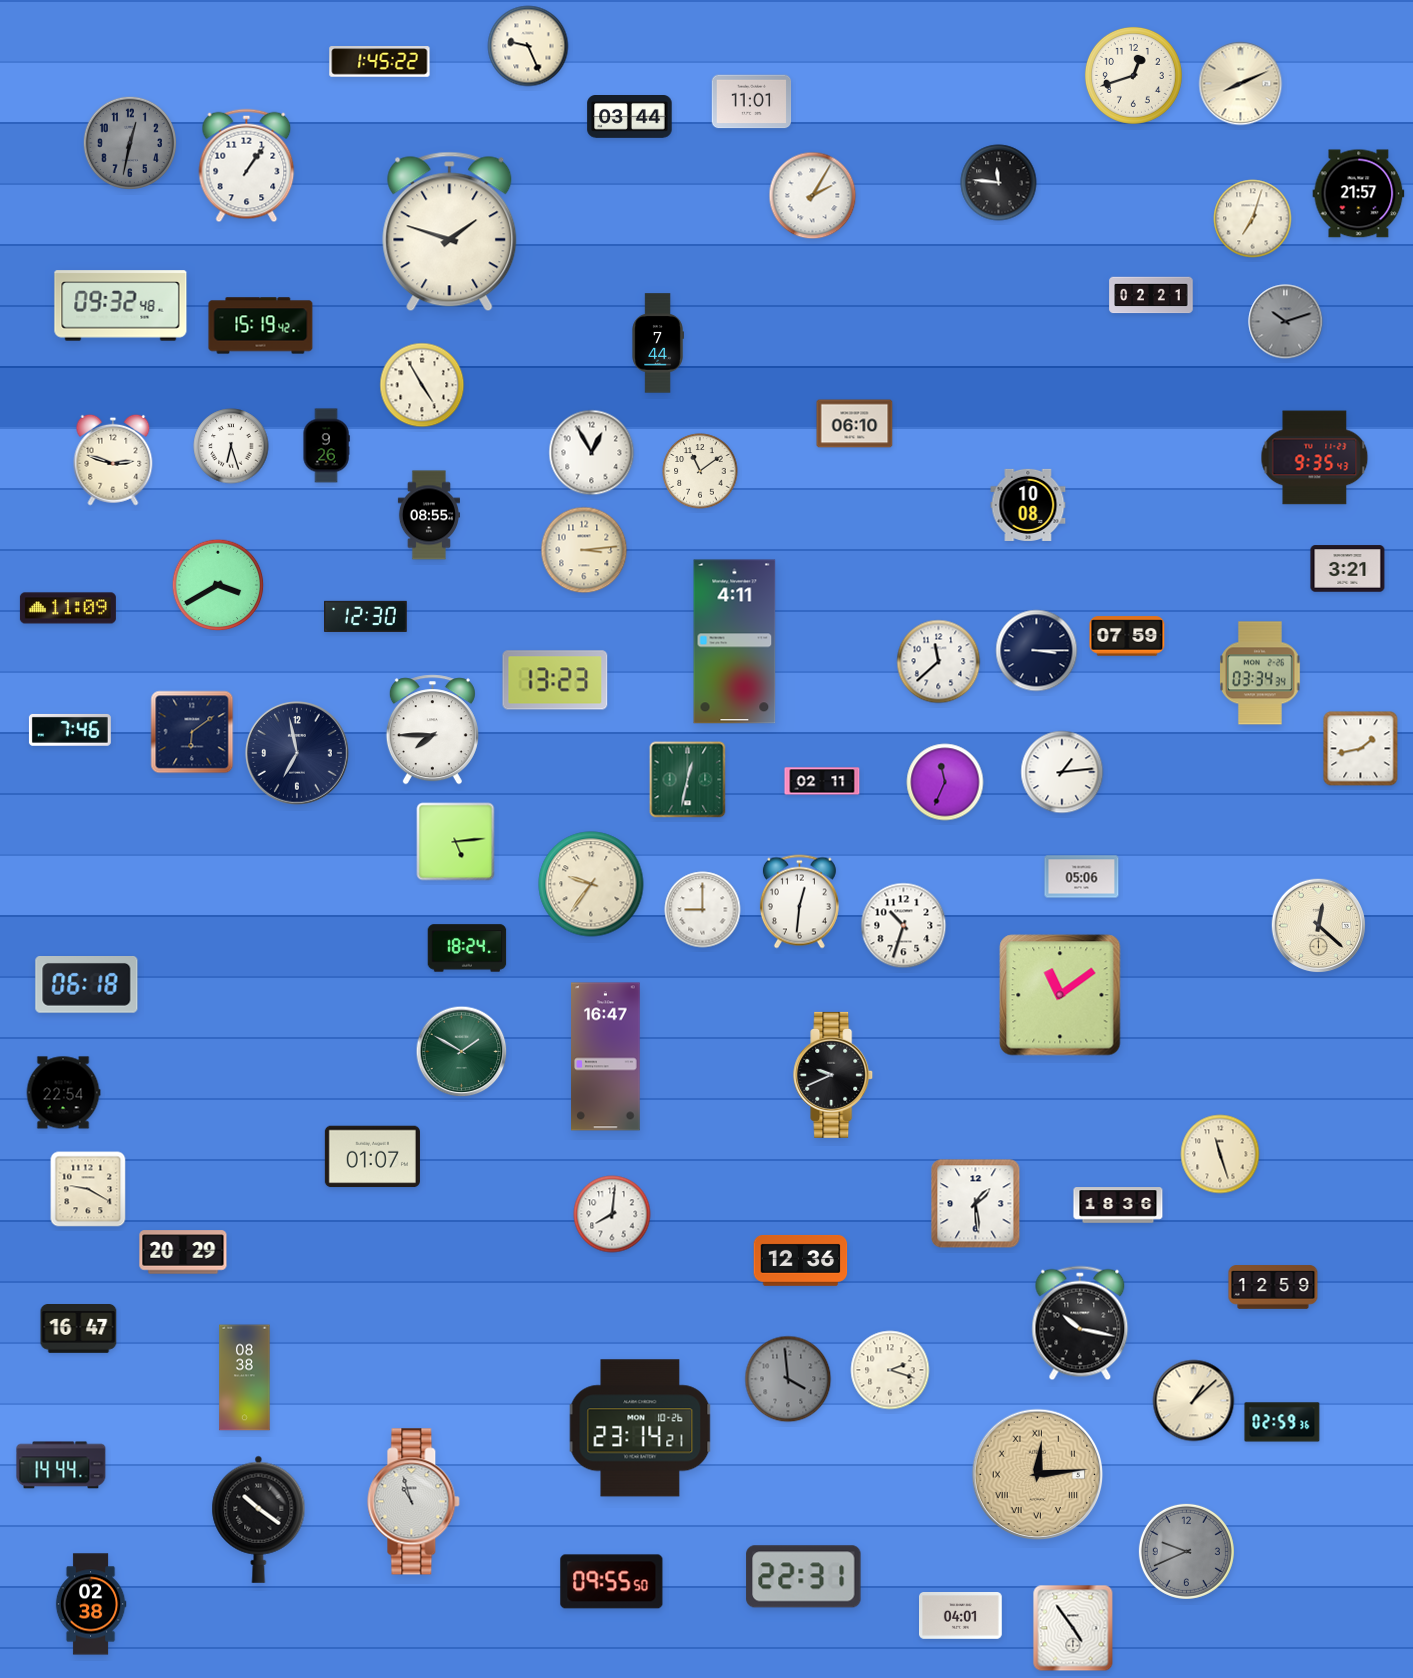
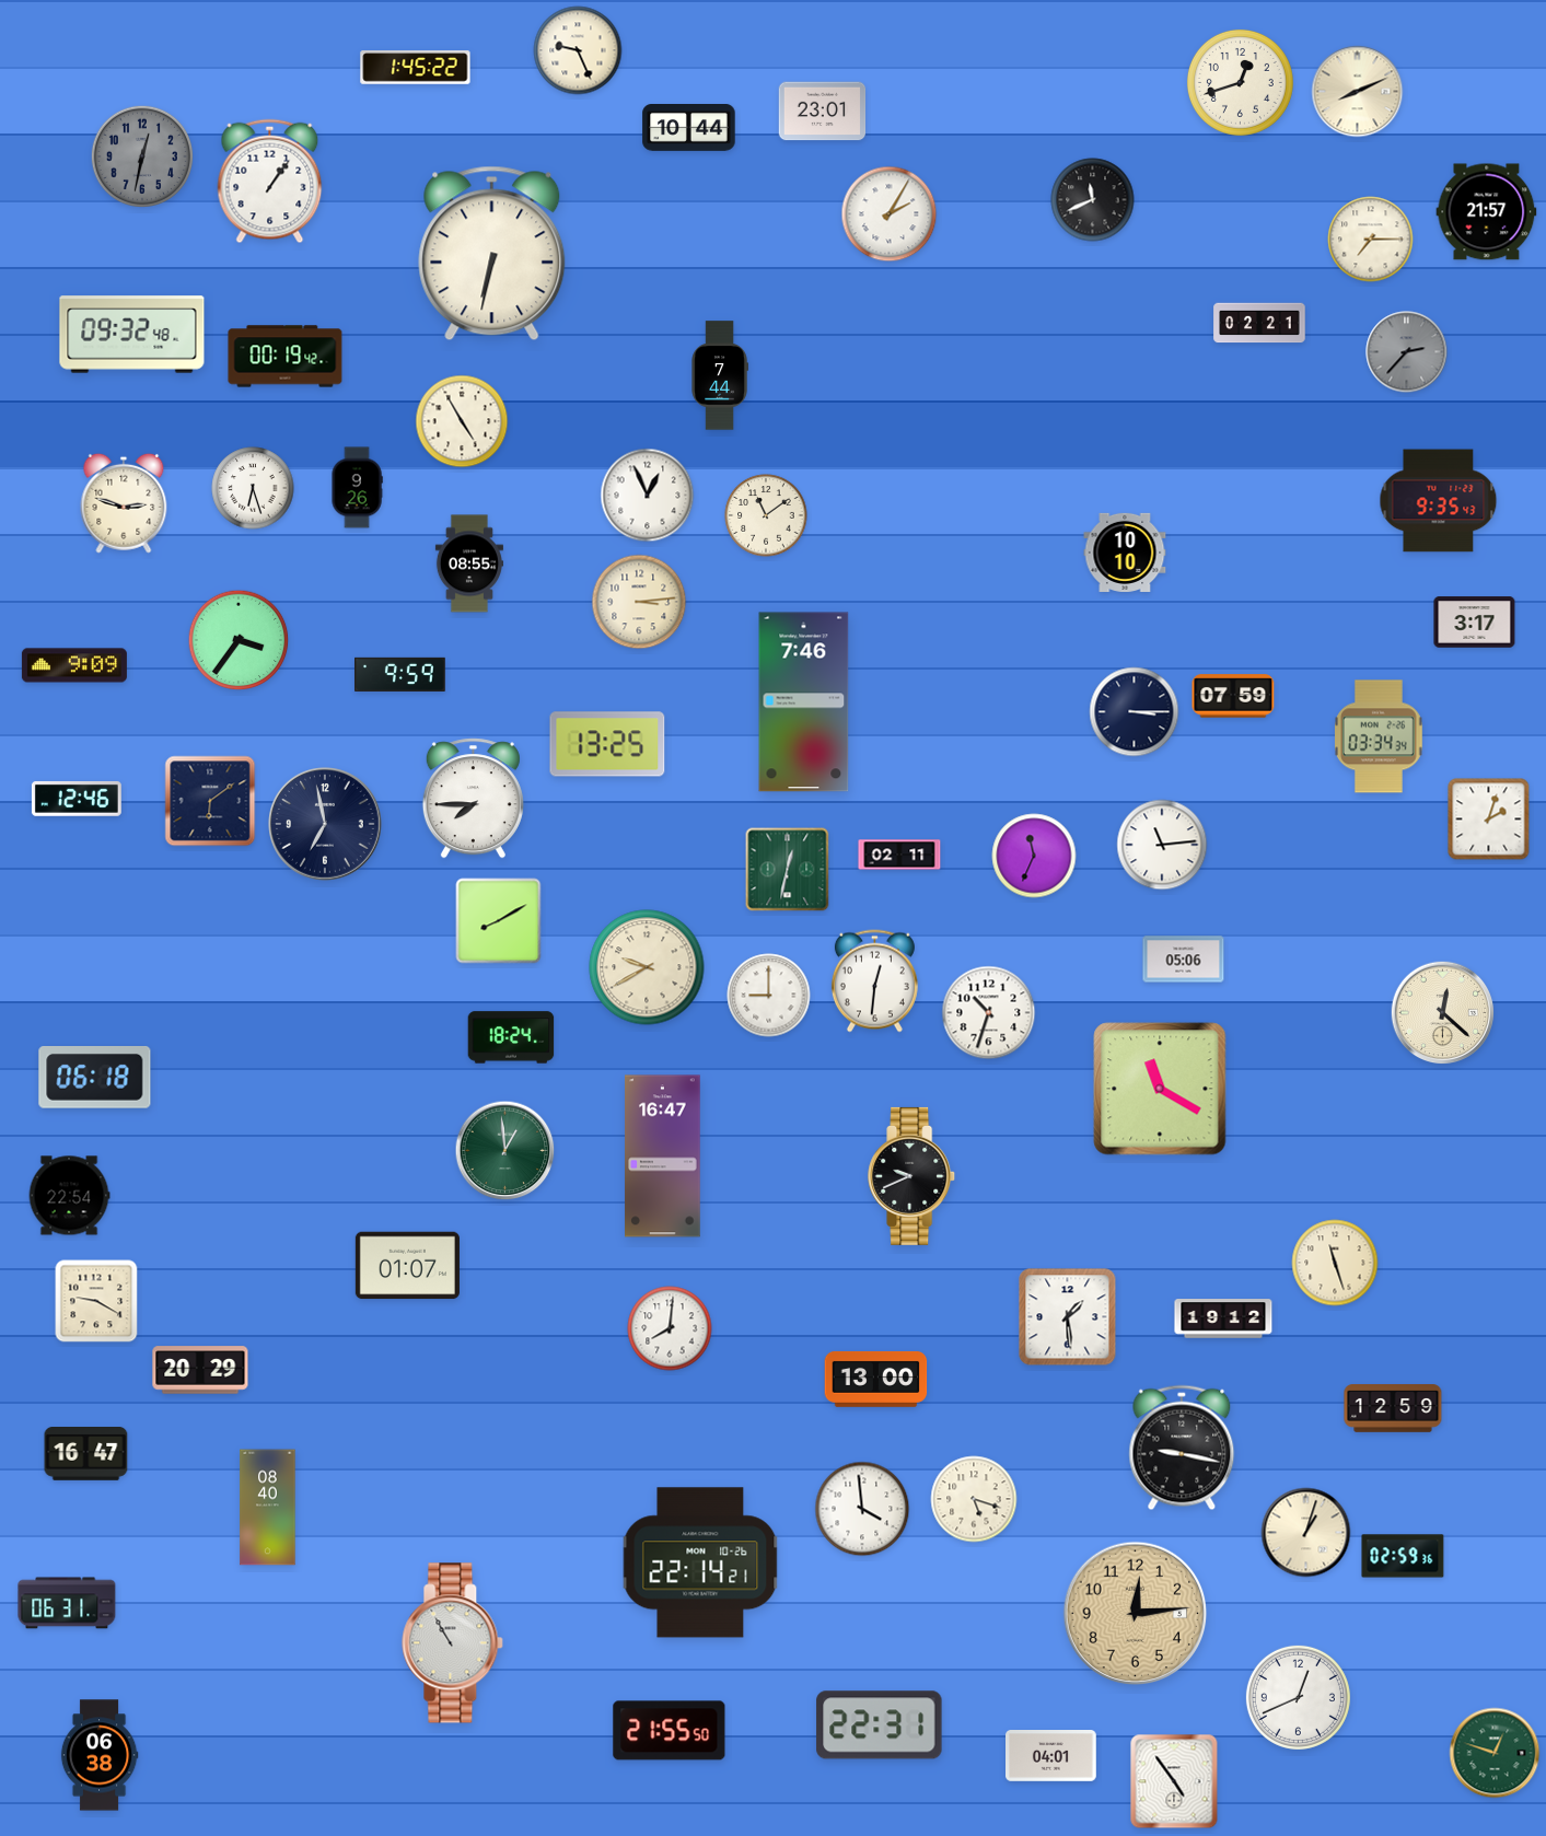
clock at (752, 102): 11:01 -> 23:01
clock at (630, 117): 03:44 -> 10:44
clock at (999, 183): 11:46 -> 11:41
clock at (1253, 219): 7:03 -> 7:15
clock at (450, 232): 1:48 -> 6:32
clock at (1286, 322): 10:12 -> 2:37
clock at (261, 326): 15:19 -> 00:19
clock at (855, 424): 06:10 -> none
clock at (592, 453): 12:55 -> 12:56
clock at (1028, 505): 10:08 -> 10:10
clock at (1348, 569): 3:21 -> 3:17
clock at (218, 585): 3:40 -> 3:36
clock at (68, 608): 11:09 -> 9:09
clock at (366, 616): 12:30 -> 9:59
clock at (735, 642): 4:11 -> 7:46
clock at (939, 662): 11:38 -> none
clock at (555, 680): 13:23 -> 13:25
clock at (70, 730): 7:46 -> 12:46
clock at (1361, 749): 1:43 -> 2:03
clock at (1062, 772): 1:14 -> 11:14
clock at (688, 780) position: (688, 780) -> (788, 870)
clock at (456, 842): 5:14 -> 8:10
clock at (591, 884): 9:36 -> 9:40
clock at (799, 902) position: (799, 902) -> (874, 981)
clock at (1060, 995): 11:09 -> 11:20
clock at (462, 1052): 1:50 -> 12:59
clock at (1118, 1205): 18:36 -> 19:12
clock at (801, 1260): 12:36 -> 13:00
clock at (1080, 1323): 10:17 -> 9:17
clock at (890, 1370): 2:18 -> 5:18
clock at (245, 1378): 08:38 -> 08:40
clock at (788, 1379) dial: grey -> white
clock at (1194, 1401): 1:08 -> 1:03
clock at (640, 1428): 23:14 -> 22:14
clock at (61, 1465): 14:44 -> 06:31
clock at (1038, 1475) numerals: Roman -> Arabic
clock at (414, 1502): 10:57 -> 10:55
clock at (259, 1519): 10:21 -> none
clock at (1186, 1551): 9:41 -> 12:41
clock at (1186, 1551) dial: grey -> white
clock at (612, 1582): 09:55 -> 21:55
clock at (1495, 1753): none -> 12:48
clock at (91, 1604): 02:38 -> 06:38
clock at (961, 1616) position: (961, 1616) -> (1051, 1756)
